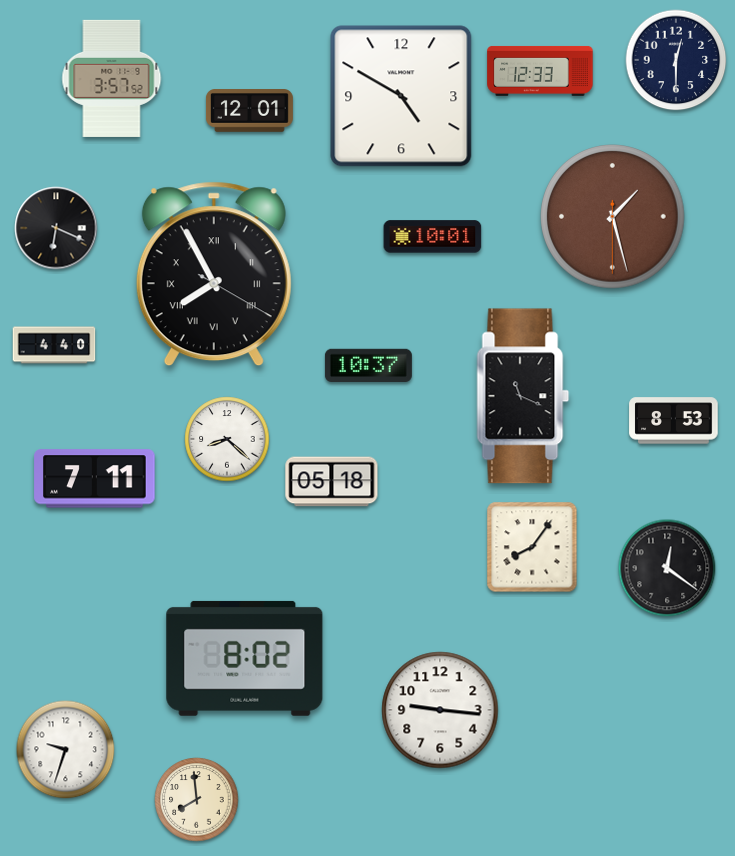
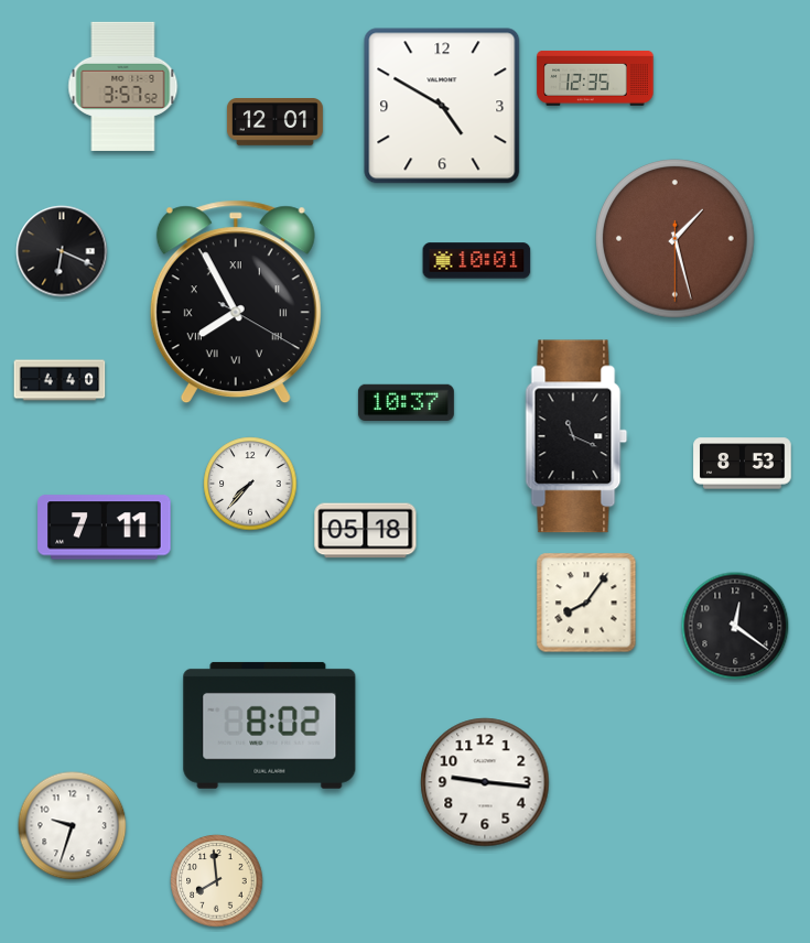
clock at (676, 60): 12:30 -> none
clock at (540, 71): 12:33 -> 12:35
clock at (227, 439): 8:22 -> 7:37
